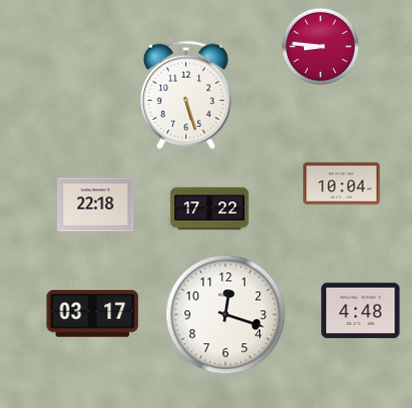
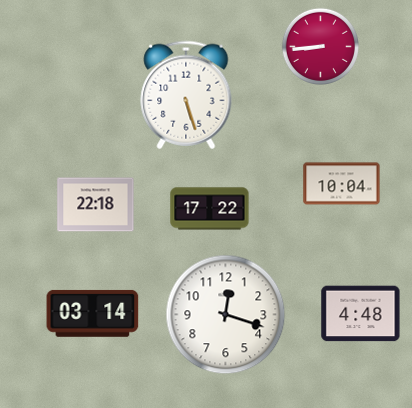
clock at (320, 46): 8:46 -> 8:44
clock at (361, 311) position: (361, 311) -> (361, 314)
clock at (93, 313): 03:17 -> 03:14
